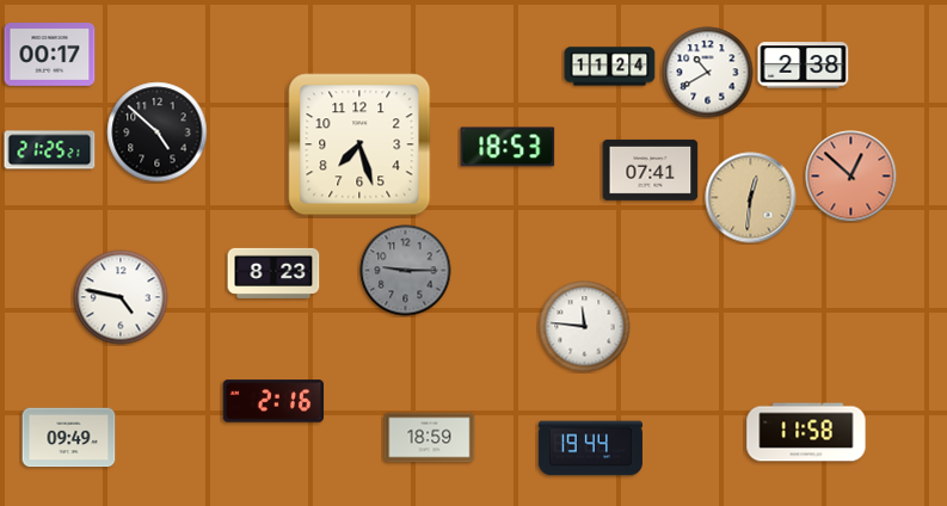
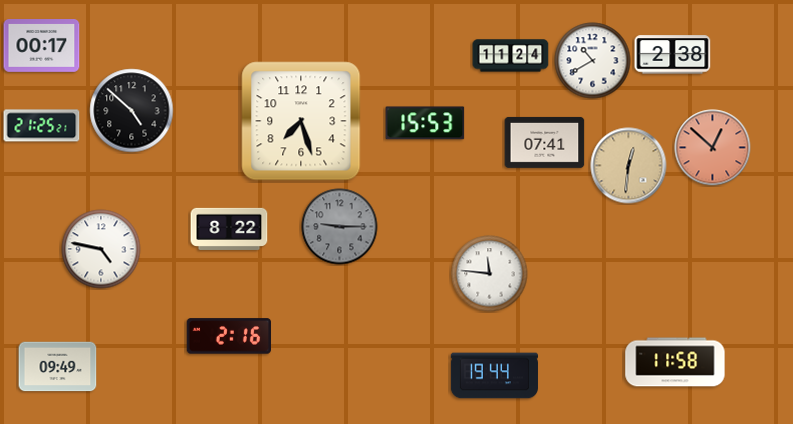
clock at (508, 147): 18:53 -> 15:53
clock at (273, 273): 8:23 -> 8:22
clock at (430, 438): 18:59 -> none
